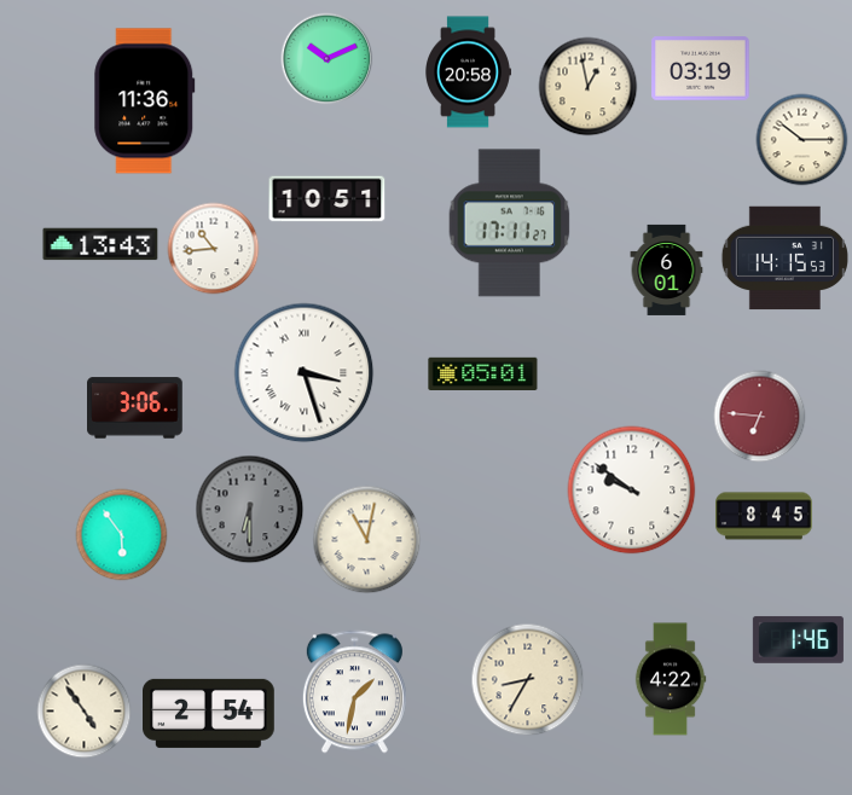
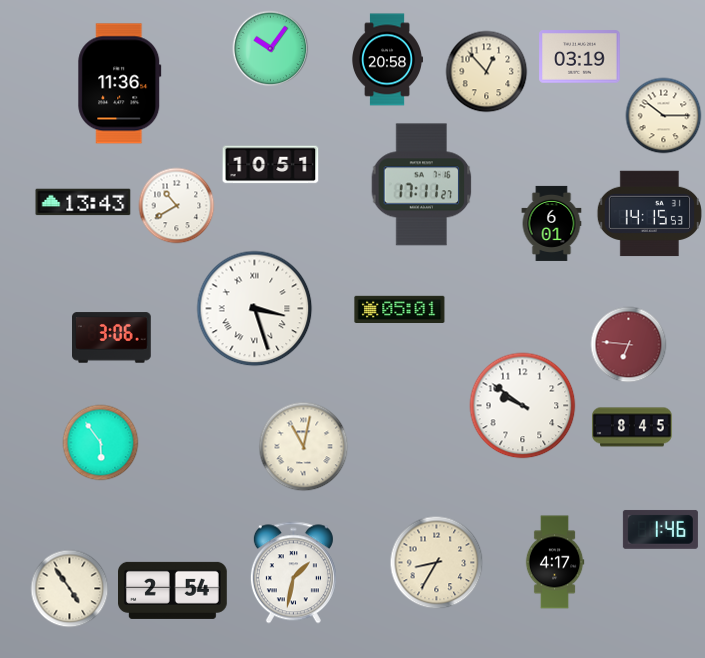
clock at (328, 59): 10:11 -> 10:06
clock at (589, 87): 12:58 -> 12:53
clock at (214, 249): 10:44 -> 10:40
clock at (305, 373) position: (305, 373) -> (255, 309)
clock at (250, 510): 6:30 -> none
clock at (671, 679): 4:22 -> 4:17
